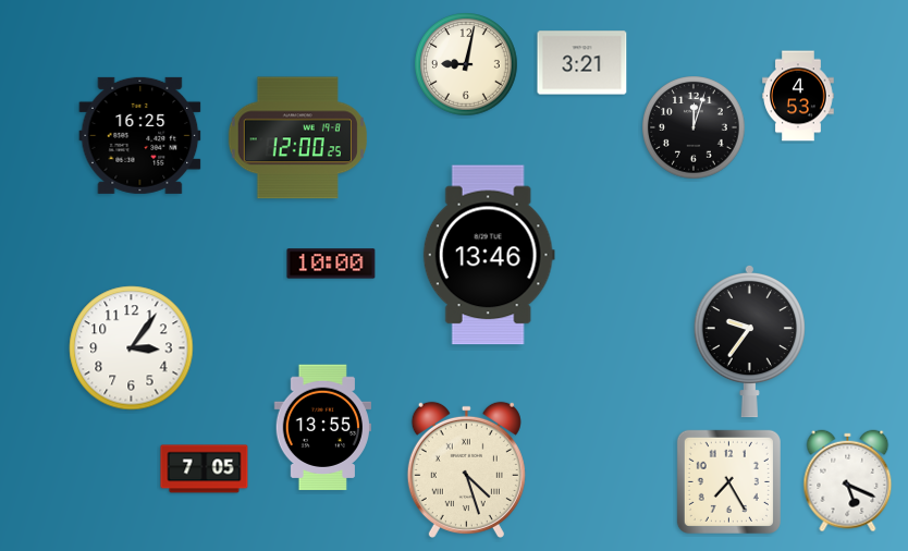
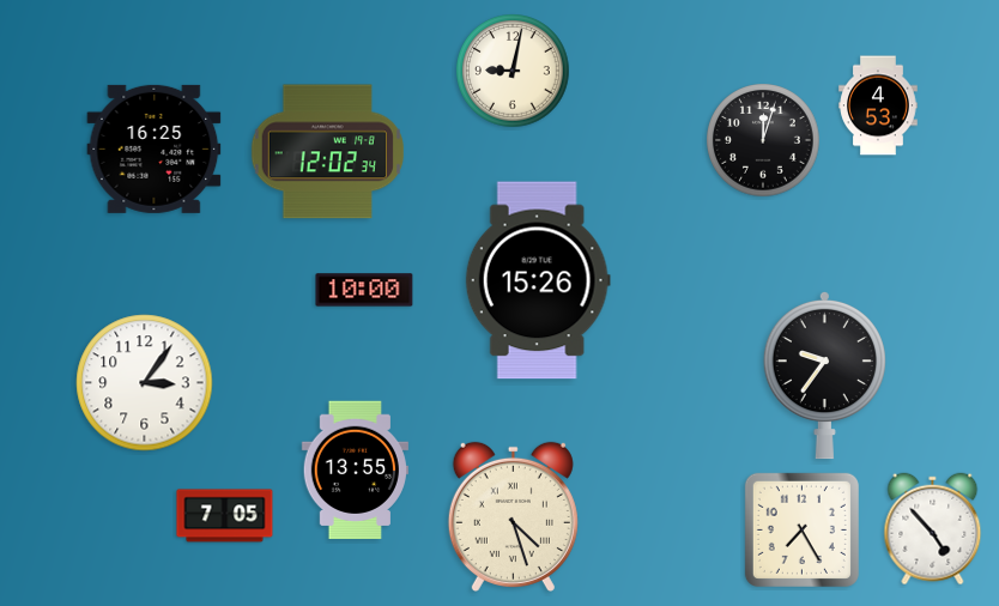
clock at (582, 63): 3:21 -> none
clock at (297, 138): 12:00 -> 12:02
clock at (489, 255): 13:46 -> 15:26
clock at (848, 481): 5:19 -> 4:53
